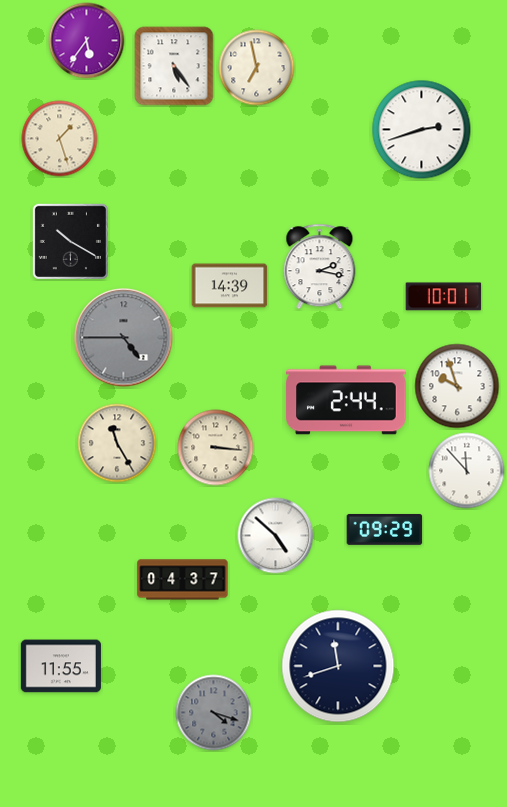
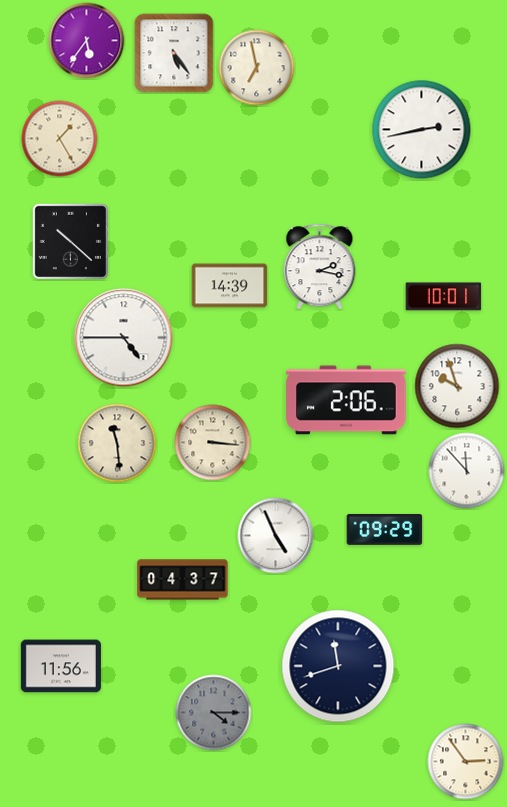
clock at (174, 66) position: (174, 66) -> (174, 53)
clock at (422, 130): 2:42 -> 2:43
clock at (60, 139): 1:27 -> 1:25
clock at (70, 241): 10:20 -> 10:22
clock at (124, 338) dial: grey -> white
clock at (346, 400): 2:44 -> 2:06
clock at (117, 443): 11:25 -> 11:29
clock at (216, 448) position: (216, 448) -> (213, 443)
clock at (276, 536): 4:52 -> 4:56
clock at (61, 666): 11:55 -> 11:56
clock at (214, 713): 4:18 -> 4:15
clock at (466, 762): none -> 2:54
